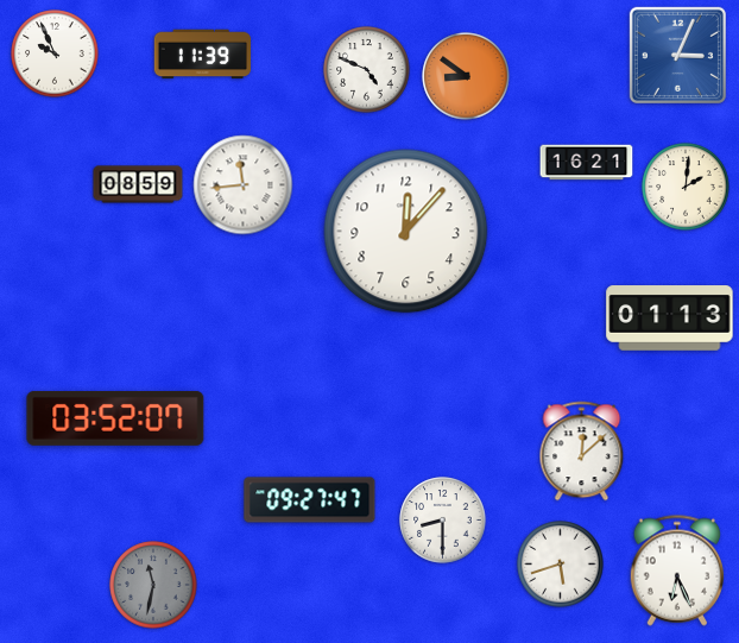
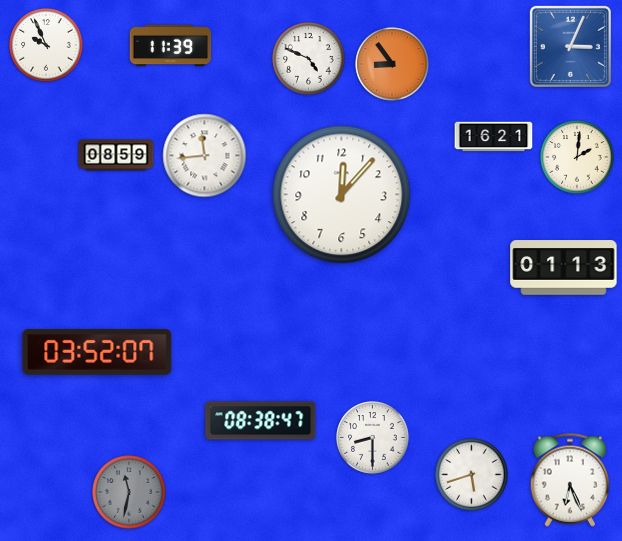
clock at (466, 76): 8:51 -> 8:54
clock at (582, 452): 12:08 -> none
clock at (310, 500): 09:27 -> 08:38
